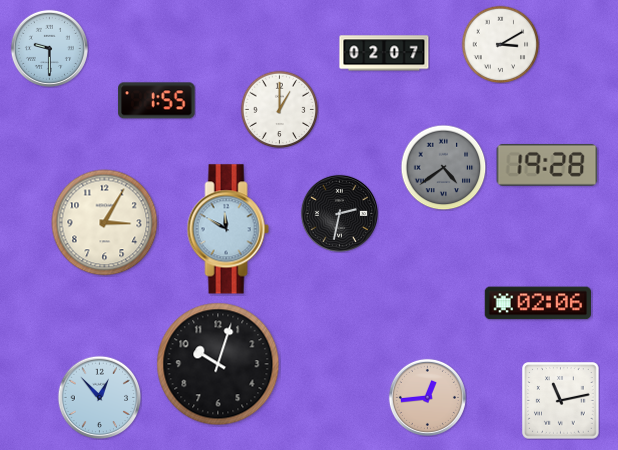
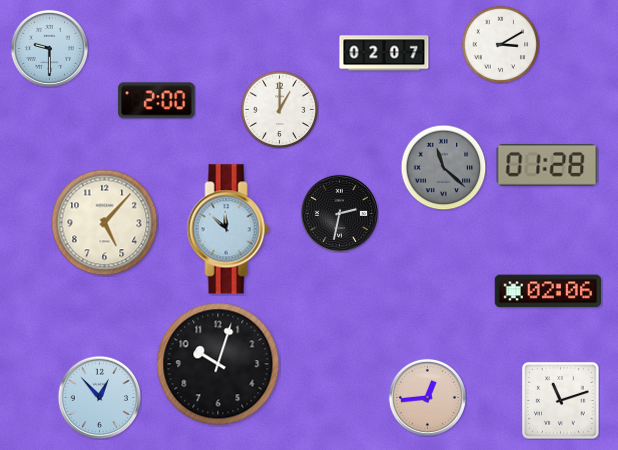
clock at (157, 101): 1:55 -> 2:00
clock at (547, 165): 19:28 -> 01:28
clock at (443, 167): 4:39 -> 11:22
clock at (105, 223): 3:05 -> 5:07
clock at (228, 229): 11:50 -> 11:52
clock at (537, 303) position: (537, 303) -> (547, 291)
clock at (561, 401): 11:13 -> 11:12
